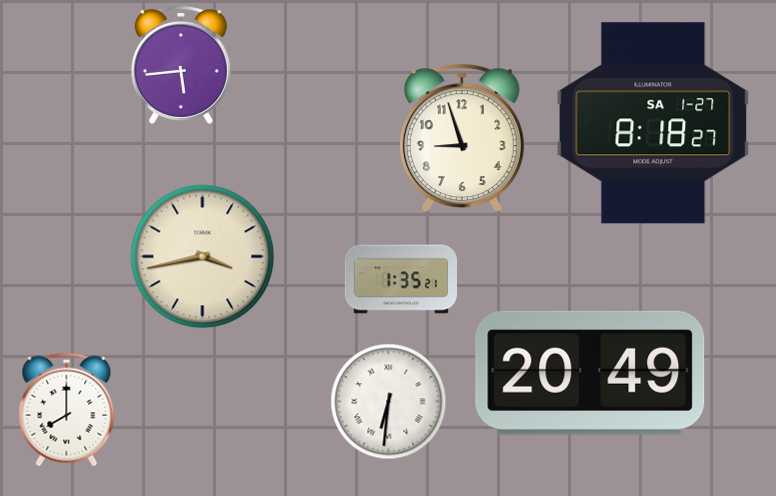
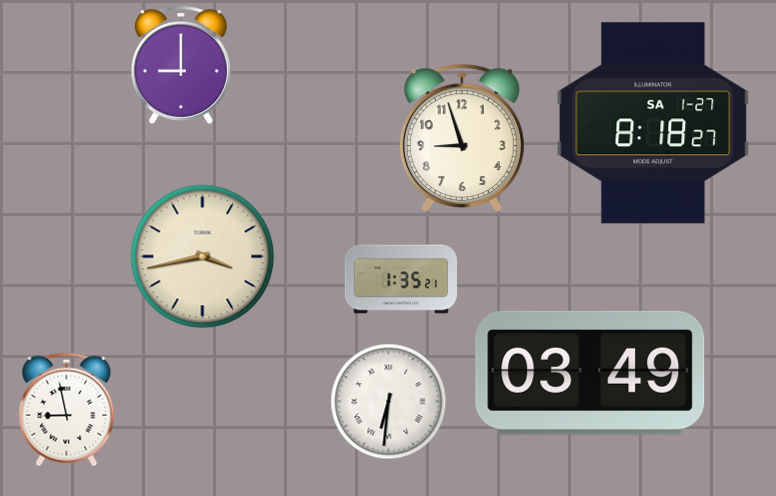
clock at (181, 65): 5:44 -> 9:00
clock at (590, 373): 20:49 -> 03:49
clock at (67, 410): 8:00 -> 8:58
